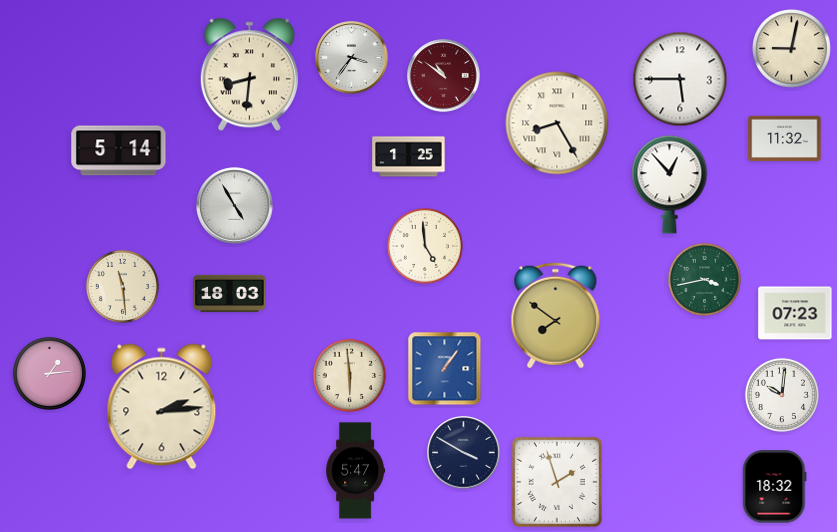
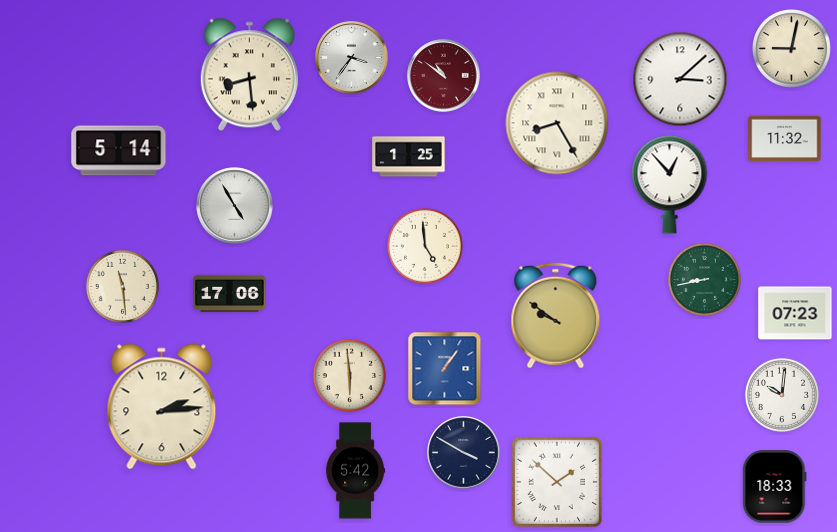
clock at (249, 75): 8:31 -> 8:29
clock at (680, 79): 5:45 -> 3:08
clock at (704, 279): 3:43 -> 8:43
clock at (230, 293): 18:03 -> 17:06
clock at (556, 316): 7:51 -> 9:51
clock at (49, 373): 1:14 -> none
clock at (356, 471): 5:47 -> 5:42
clock at (556, 481): 1:57 -> 1:52
clock at (775, 487): 18:32 -> 18:33
